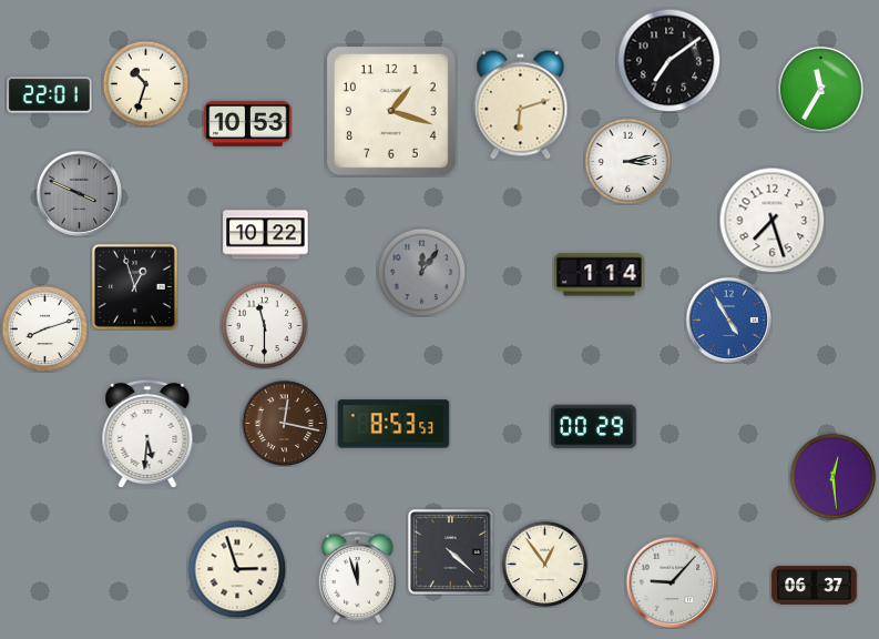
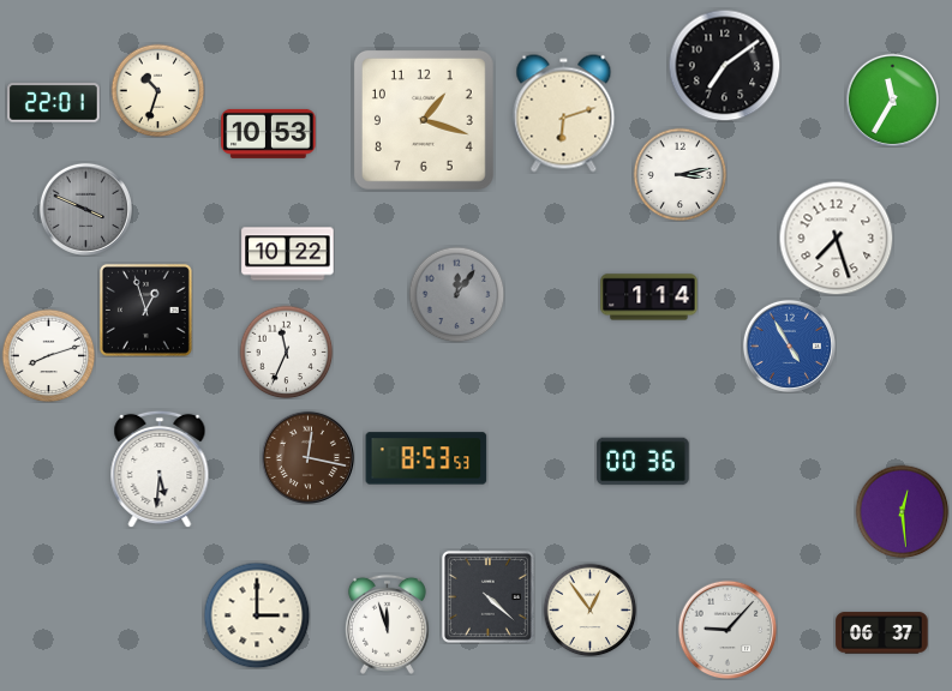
clock at (820, 89) position: (820, 89) -> (892, 100)
clock at (264, 325): 11:30 -> 11:34
clock at (594, 427): 00:29 -> 00:36
clock at (832, 476) position: (832, 476) -> (902, 511)
clock at (237, 569): 2:57 -> 3:00
